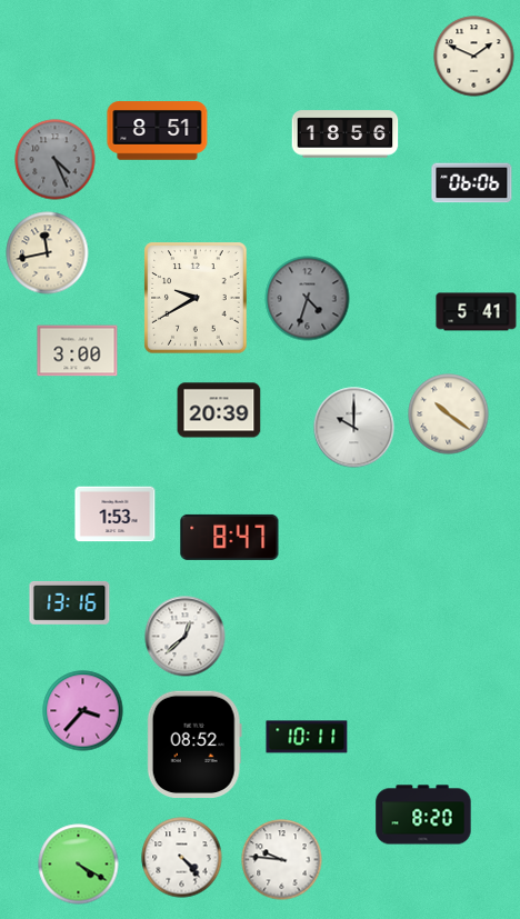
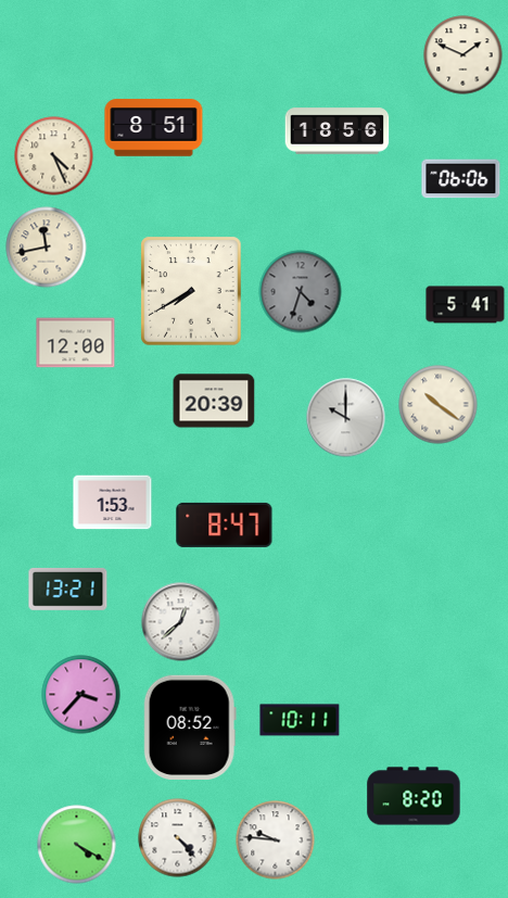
clock at (56, 160) dial: grey -> cream
clock at (196, 298): 9:40 -> 7:40
clock at (78, 351): 3:00 -> 12:00
clock at (70, 602): 13:16 -> 13:21
